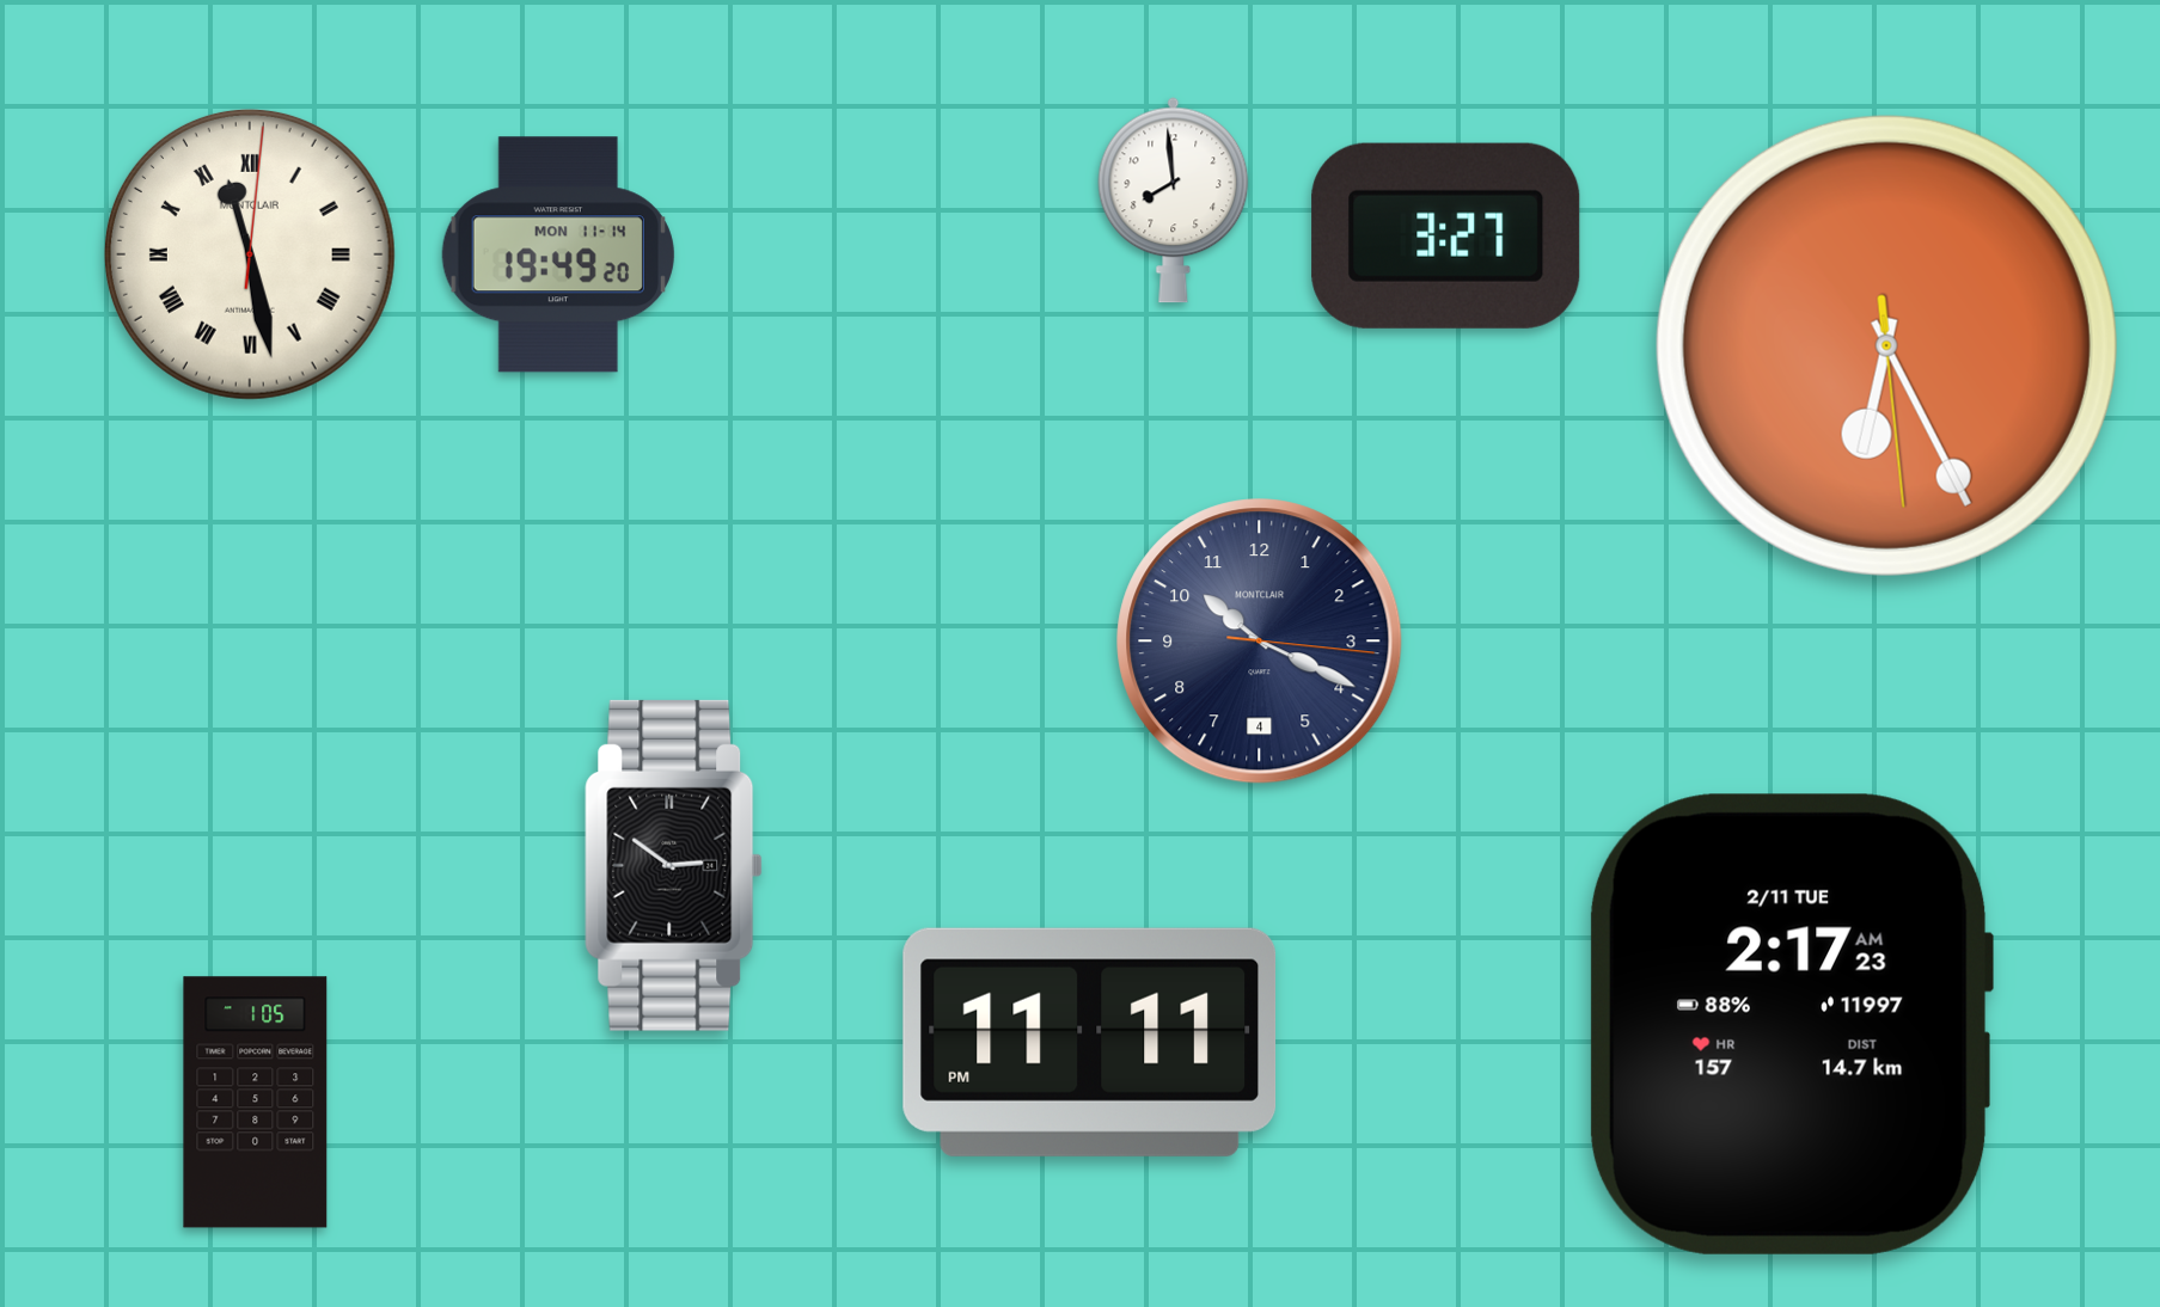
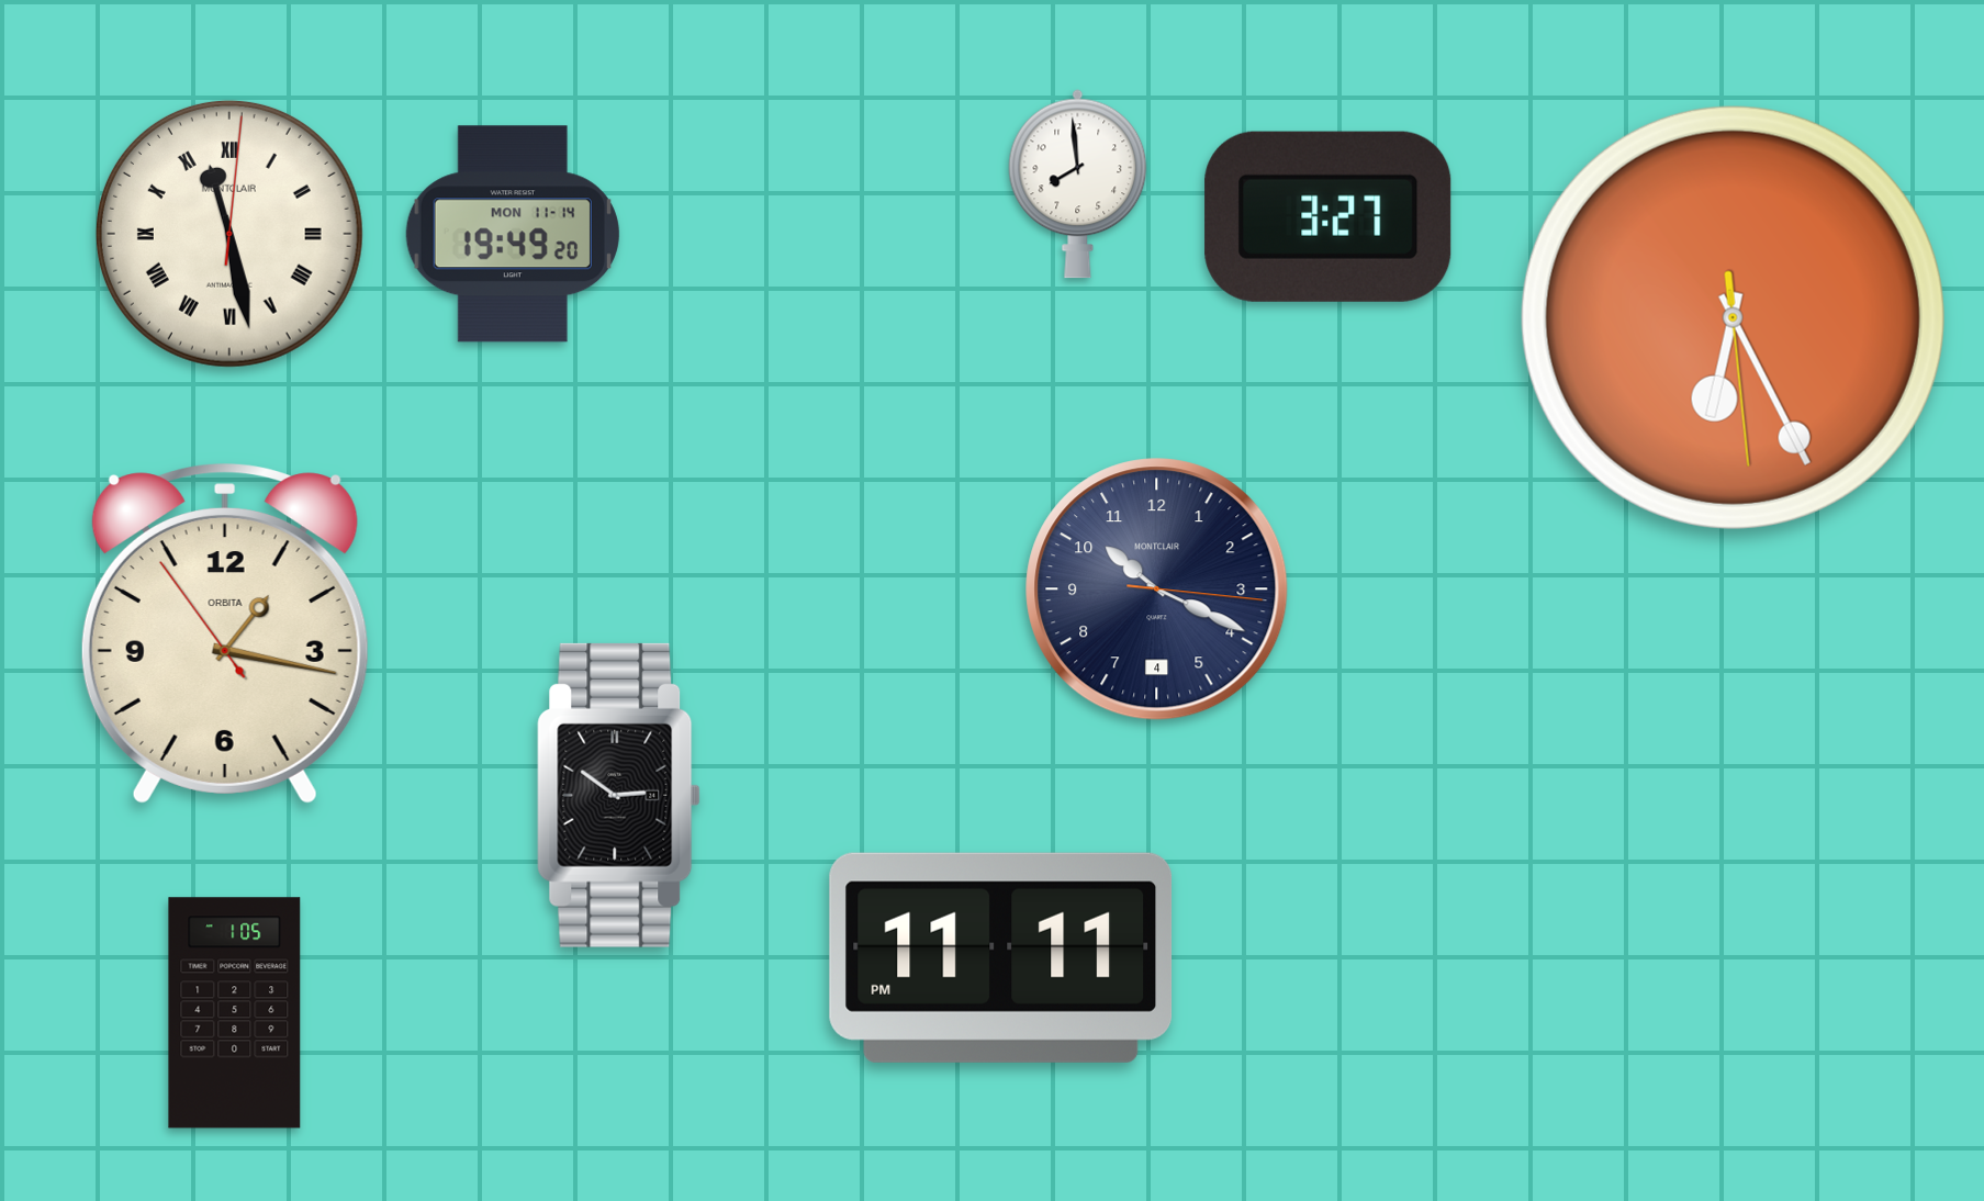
clock at (225, 633): none -> 1:16
clock at (1791, 1024): 2:17 -> none
